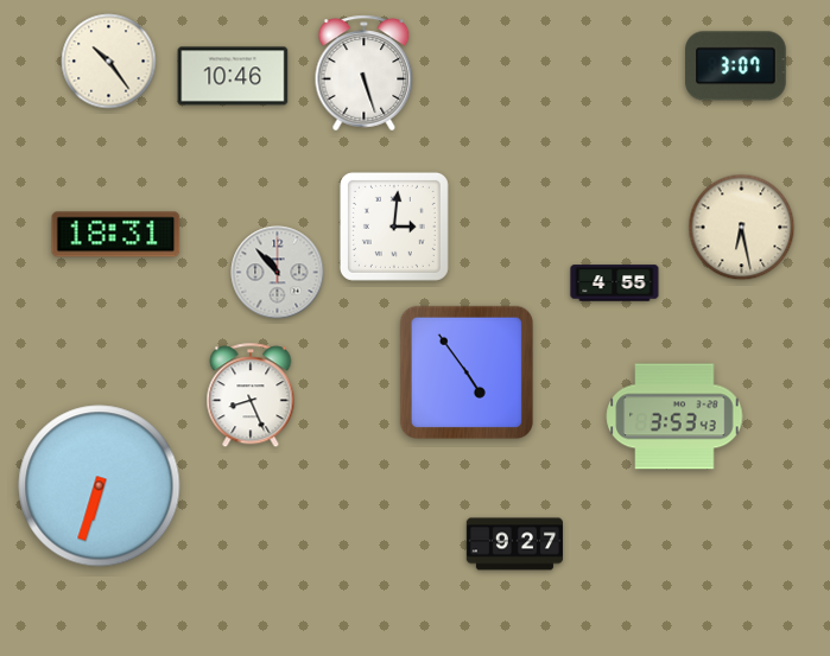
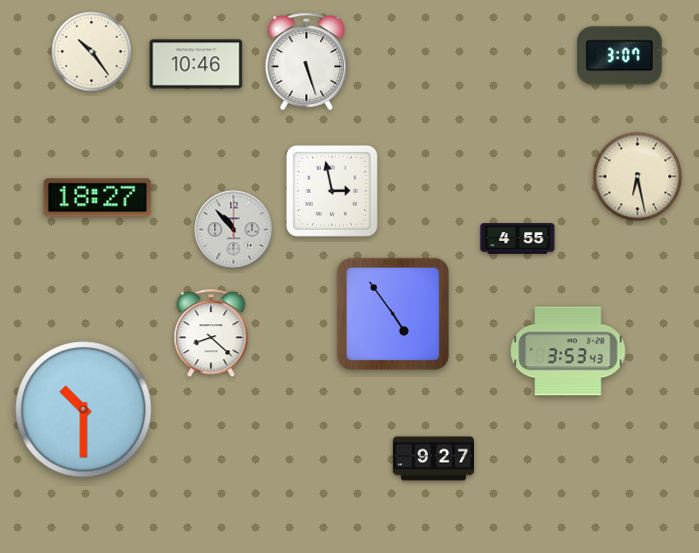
clock at (394, 227): 3:01 -> 2:58
clock at (742, 228) position: (742, 228) -> (638, 177)
clock at (116, 235): 18:31 -> 18:27
clock at (251, 396): 8:26 -> 8:22
clock at (100, 486): 6:33 -> 10:30
